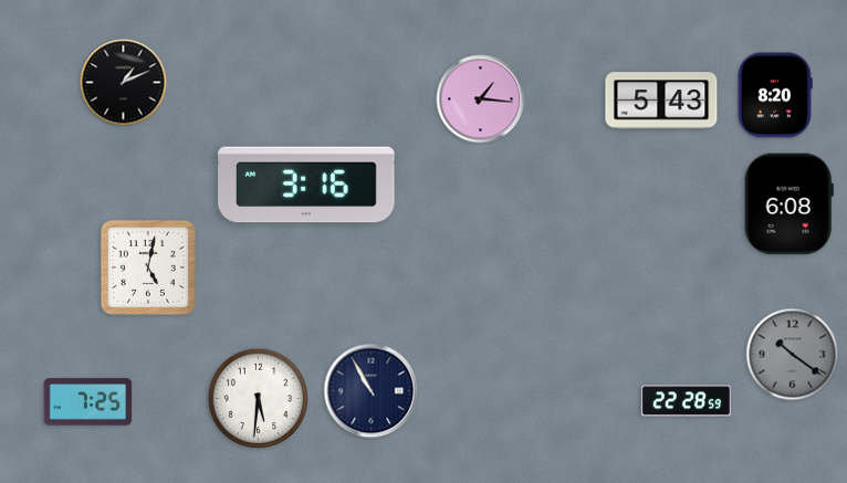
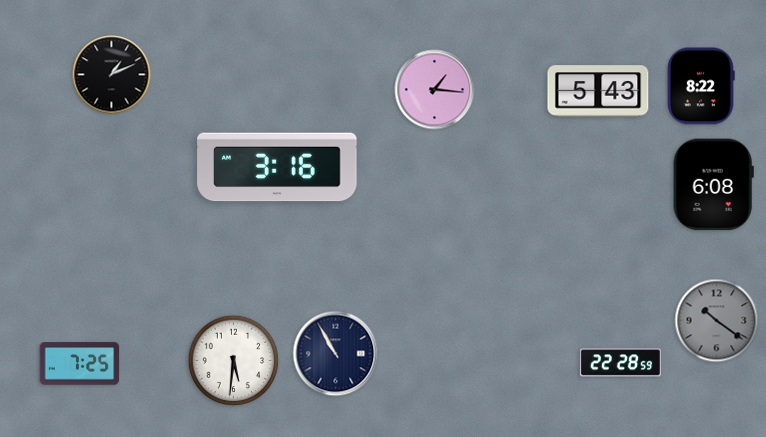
clock at (775, 95): 8:20 -> 8:22
clock at (148, 267): 5:02 -> none
